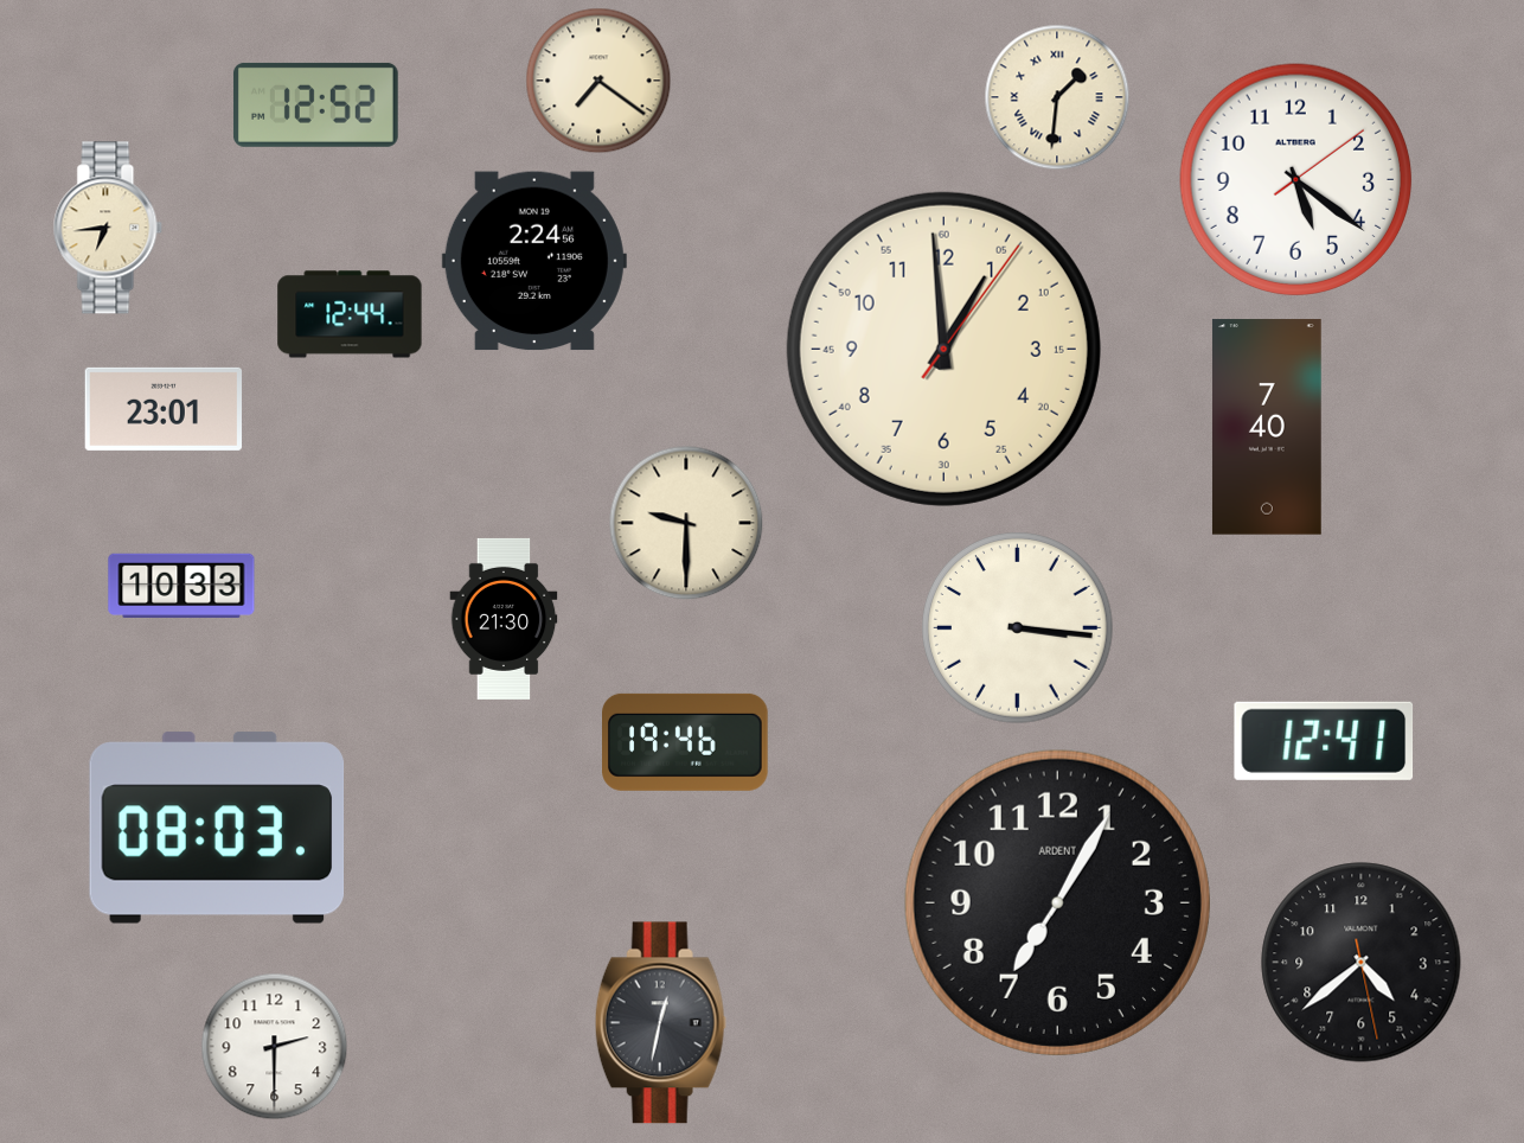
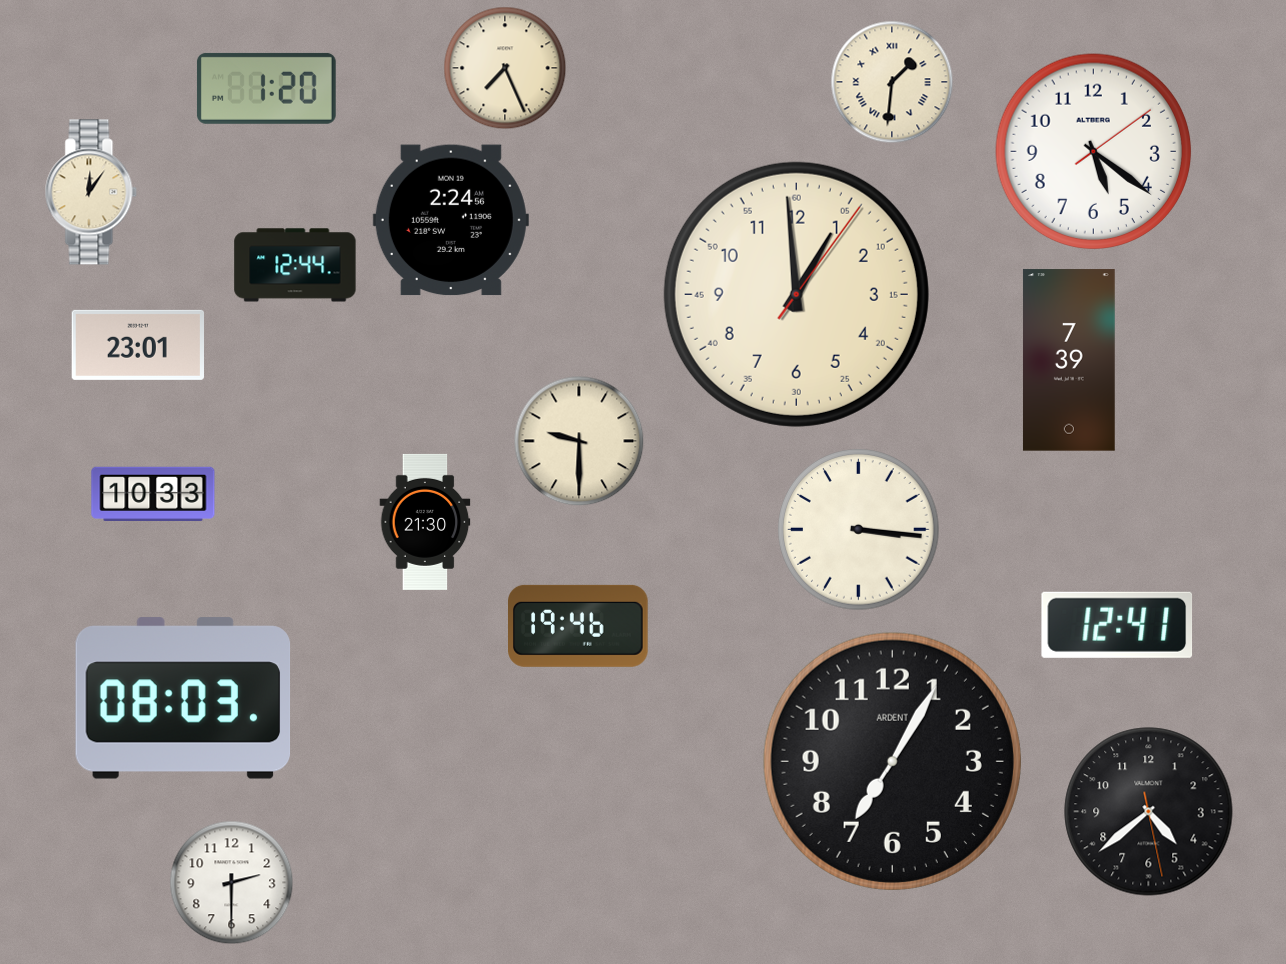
clock at (598, 81): 7:21 -> 7:26
clock at (315, 104): 12:52 -> 1:20
clock at (108, 228): 6:44 -> 12:06
clock at (1267, 427): 7:40 -> 7:39
clock at (660, 1023): 12:32 -> none
